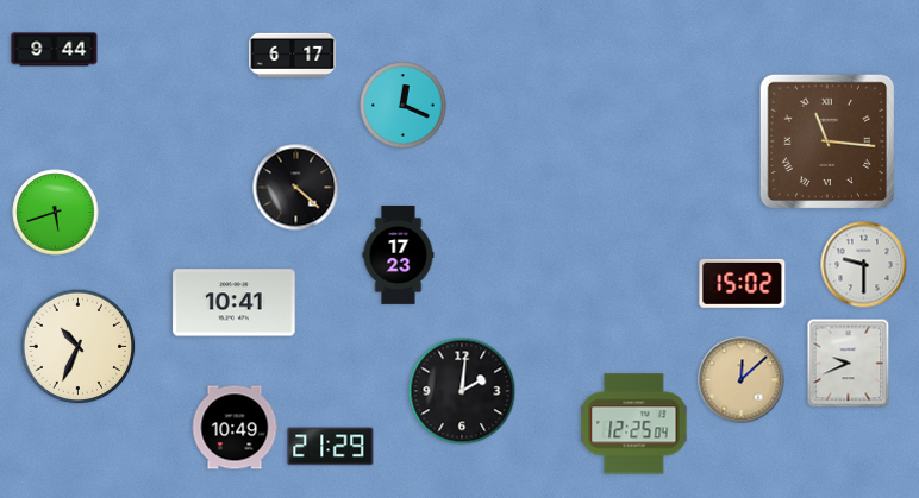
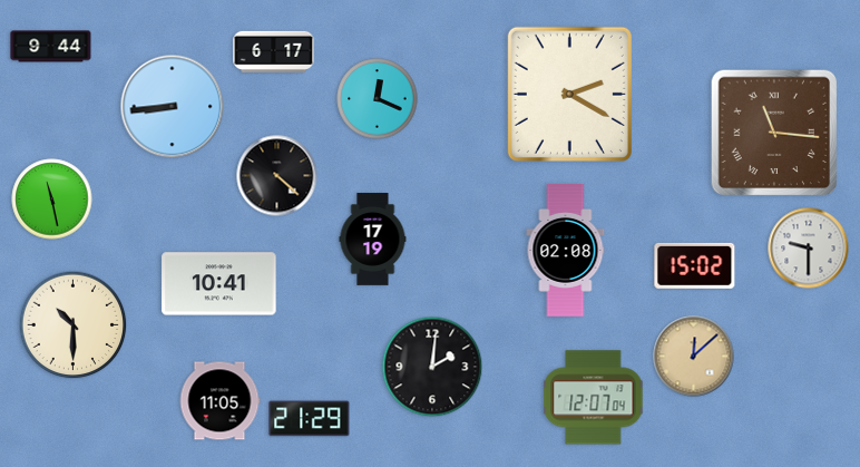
clock at (569, 94): none -> 2:20
clock at (173, 107): none -> 8:44
clock at (56, 213): 5:42 -> 11:28
clock at (399, 256): 17:23 -> 17:19
clock at (566, 251): none -> 02:08
clock at (79, 347): 10:34 -> 10:30
clock at (849, 364): 9:41 -> none
clock at (634, 424): 12:25 -> 12:07
clock at (235, 428): 10:49 -> 11:05
